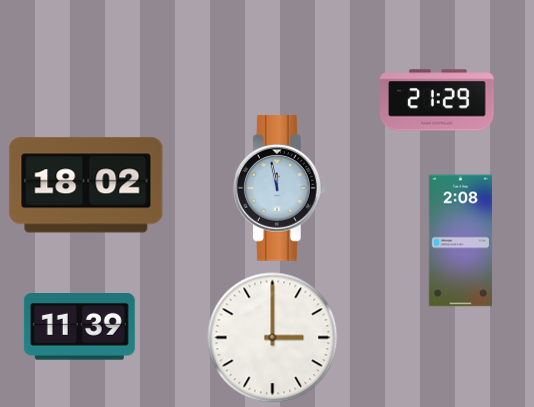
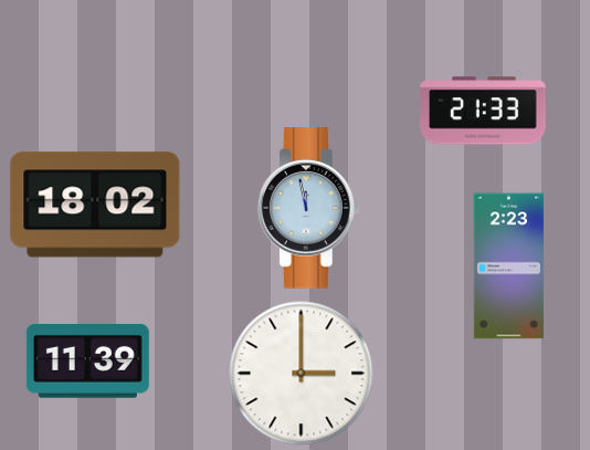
clock at (437, 100): 21:29 -> 21:33
clock at (460, 241): 2:08 -> 2:23
